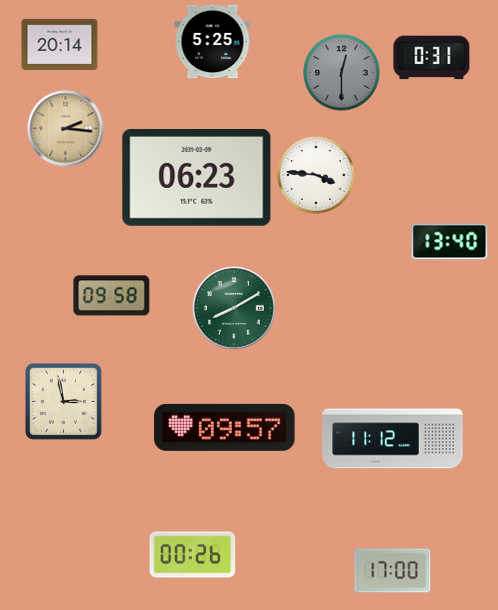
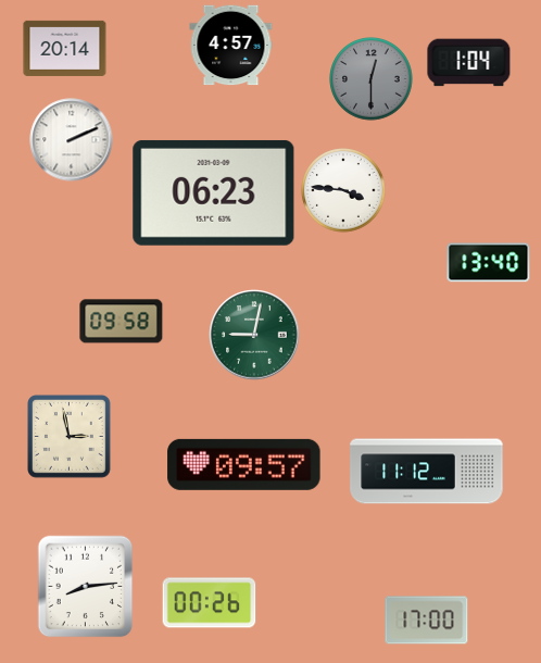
clock at (213, 42): 5:25 -> 4:57
clock at (432, 58): 0:31 -> 1:04
clock at (66, 129): 2:16 -> 2:11
clock at (66, 129) dial: champagne -> white
clock at (234, 308): 8:10 -> 9:02
clock at (393, 439) position: (393, 439) -> (427, 472)
clock at (86, 587): none -> 8:14
